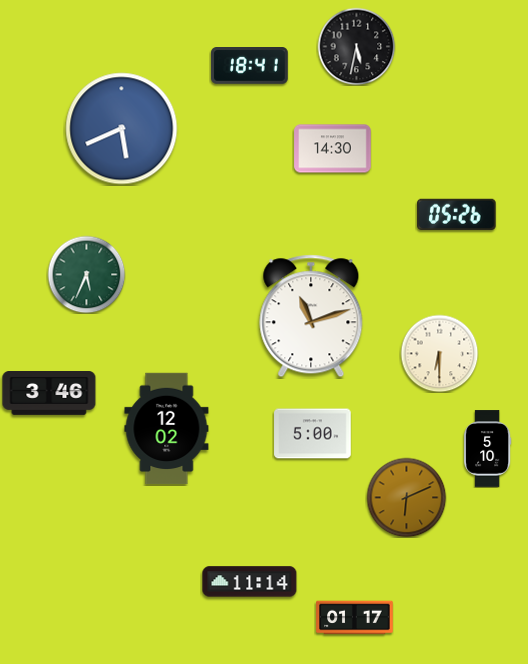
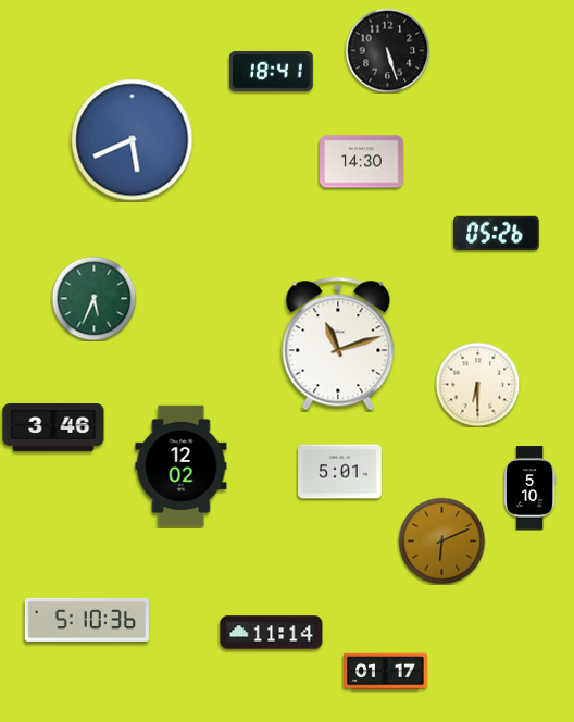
clock at (356, 46): 5:32 -> 5:27
clock at (313, 434): 5:00 -> 5:01
clock at (87, 620): none -> 5:10
